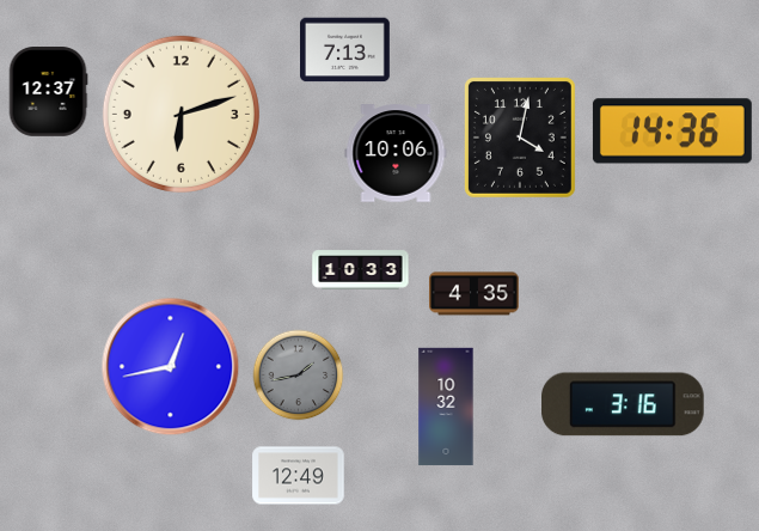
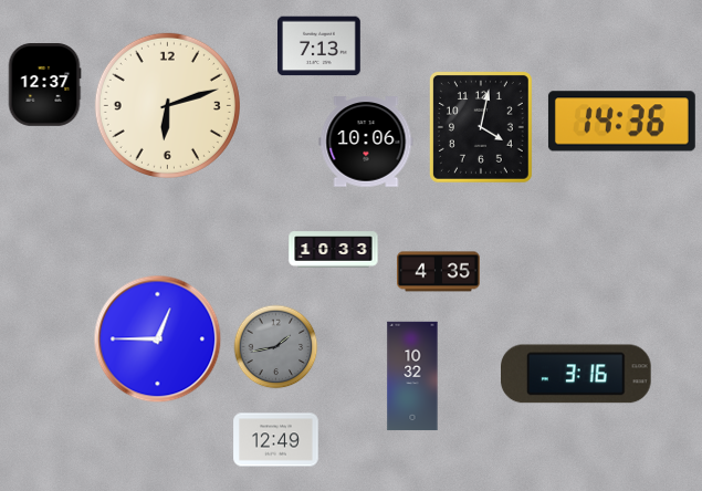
clock at (171, 367): 12:43 -> 12:45
